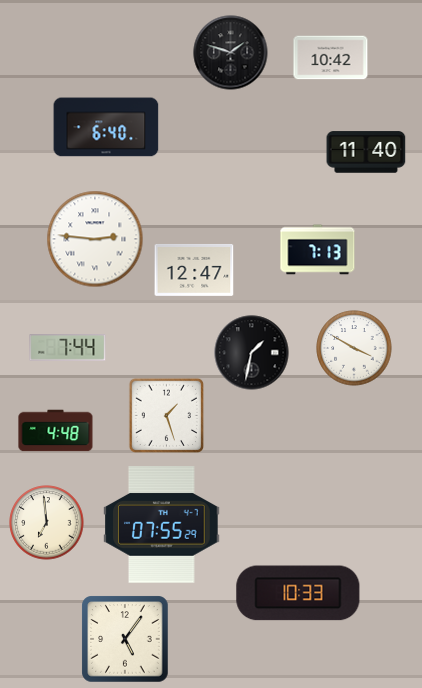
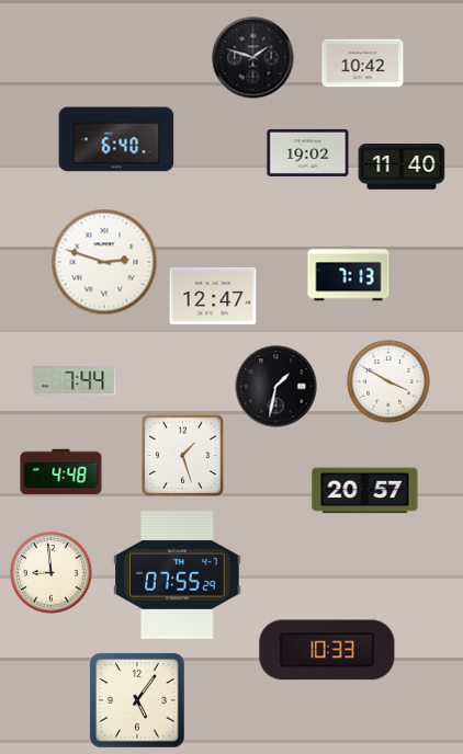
clock at (308, 152): none -> 19:02
clock at (95, 239): 2:46 -> 2:48
clock at (365, 491): none -> 20:57
clock at (47, 523): 6:59 -> 8:59
